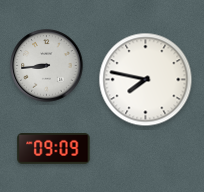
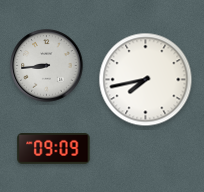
clock at (146, 80): 7:47 -> 7:43
